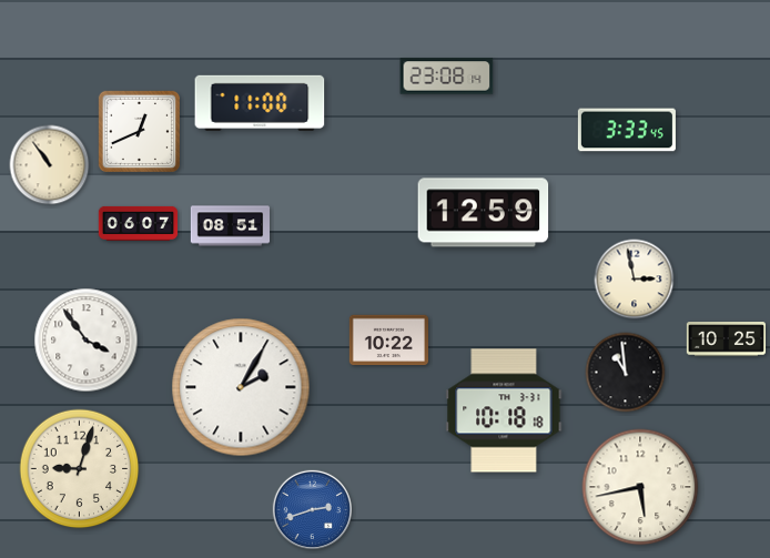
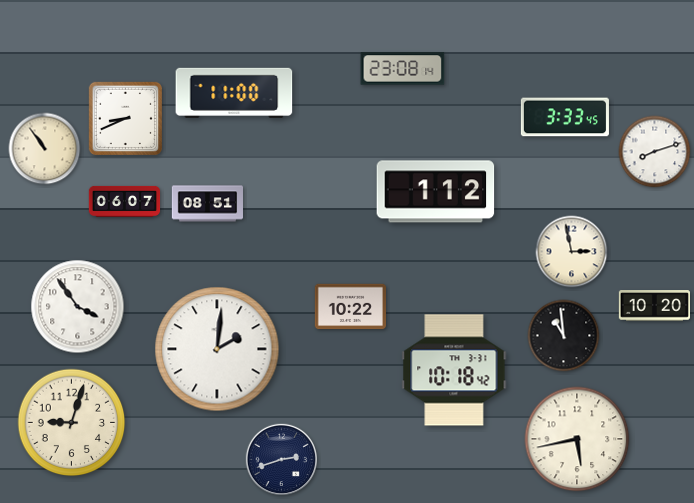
clock at (139, 131): 12:41 -> 8:41
clock at (655, 152): none -> 8:12
clock at (484, 213): 12:59 -> 1:12
clock at (726, 339): 10:25 -> 10:20
clock at (241, 387): 2:05 -> 2:01
clock at (504, 410): 10:18:18 -> 10:18:42
clock at (313, 510) dial: blue -> navy
